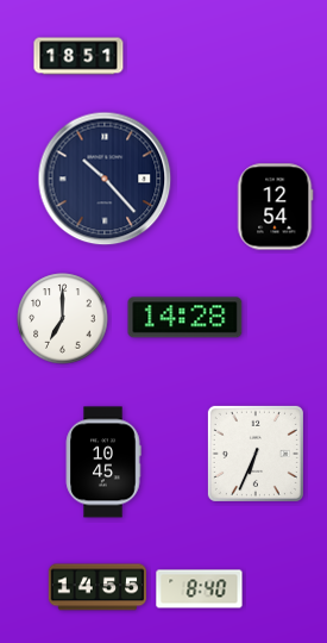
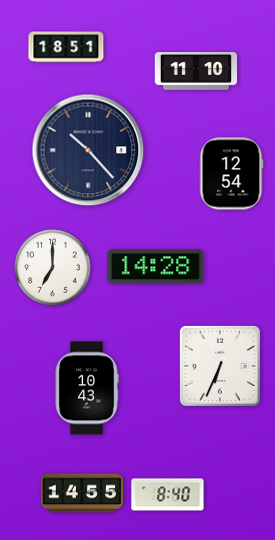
clock at (196, 72): none -> 11:10
clock at (256, 454) position: (256, 454) -> (220, 366)
clock at (103, 462): 10:45 -> 10:43
